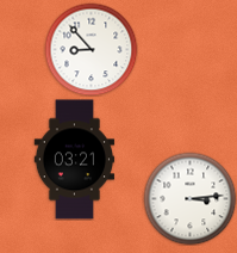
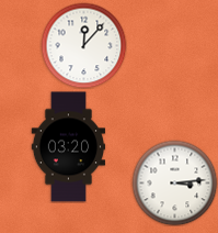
clock at (91, 49): 8:53 -> 12:07
clock at (74, 160): 03:21 -> 03:20
